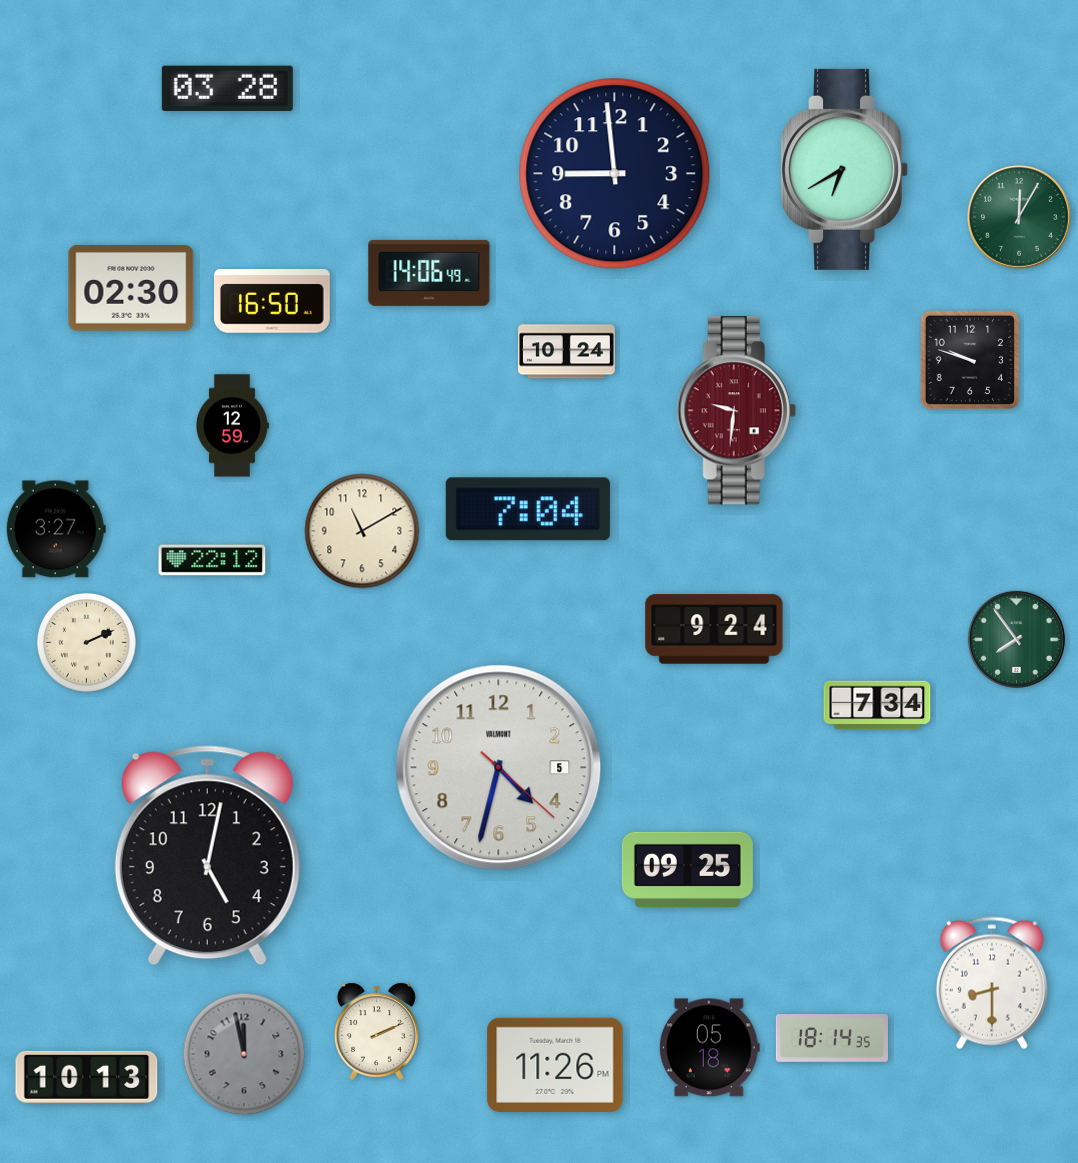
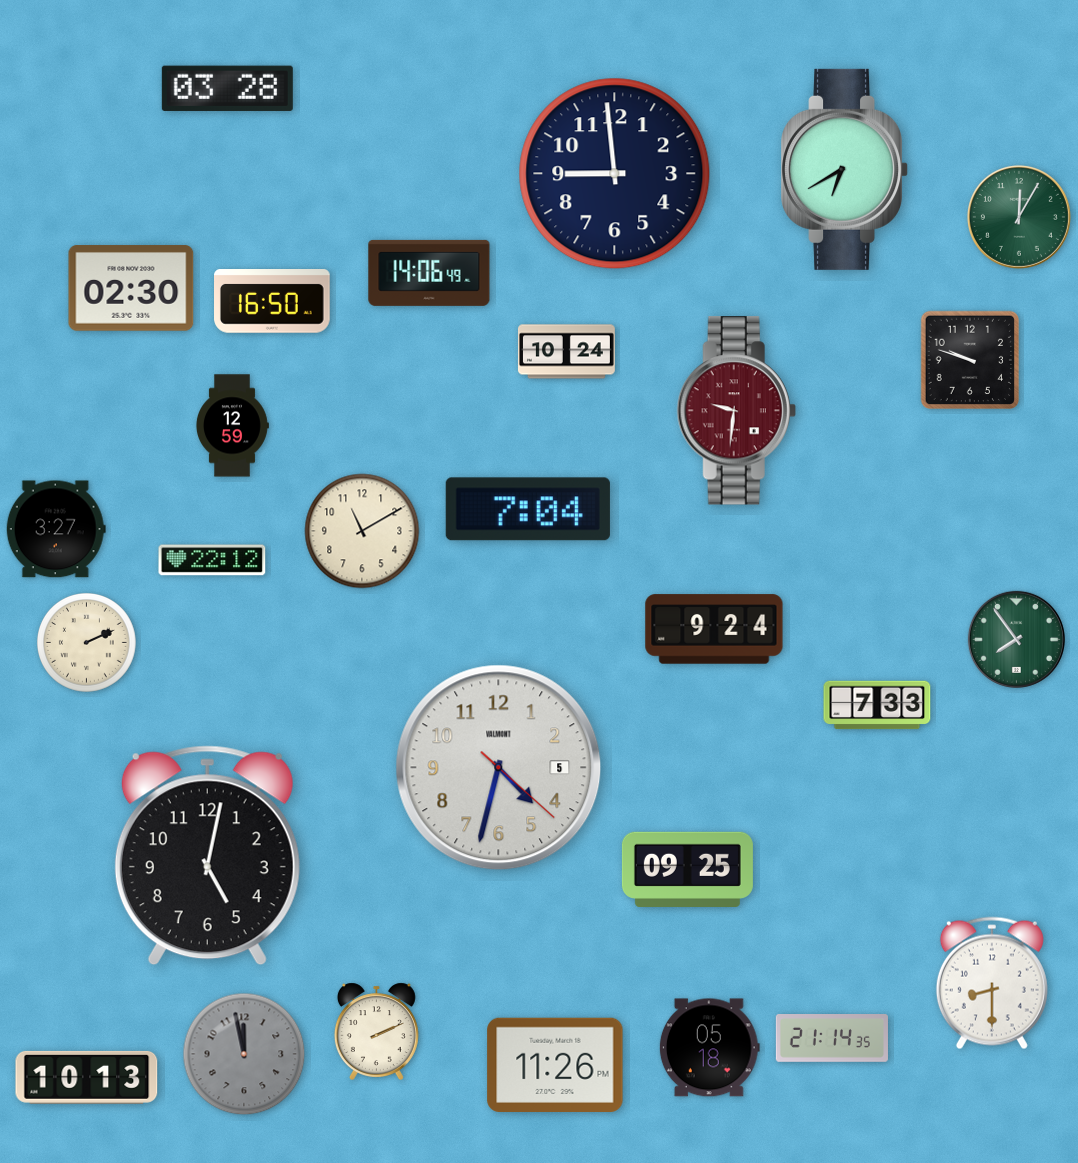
clock at (877, 705): 7:34 -> 7:33
clock at (832, 1039): 18:14 -> 21:14
